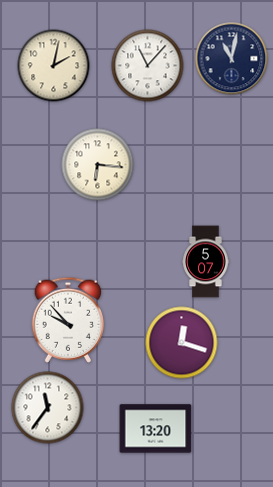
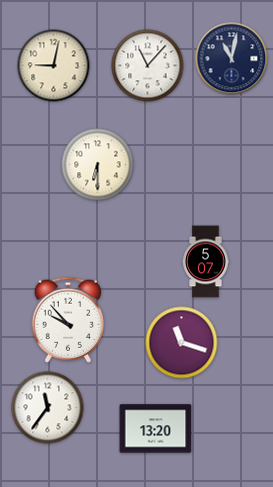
clock at (54, 66): 2:02 -> 9:02
clock at (98, 165): 6:16 -> 6:30
clock at (182, 343): 12:18 -> 11:18
